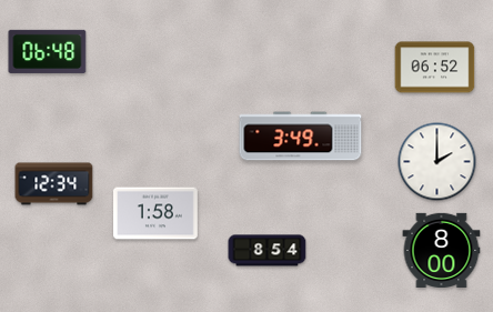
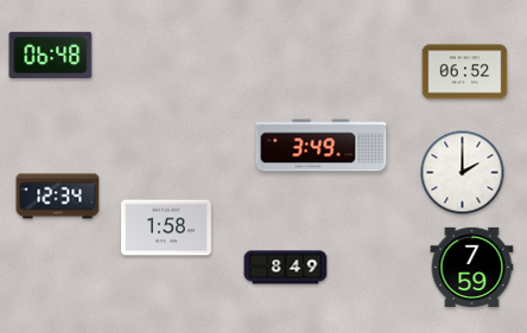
clock at (437, 162) position: (437, 162) -> (463, 173)
clock at (442, 250): 8:00 -> 7:59
clock at (268, 251): 8:54 -> 8:49
